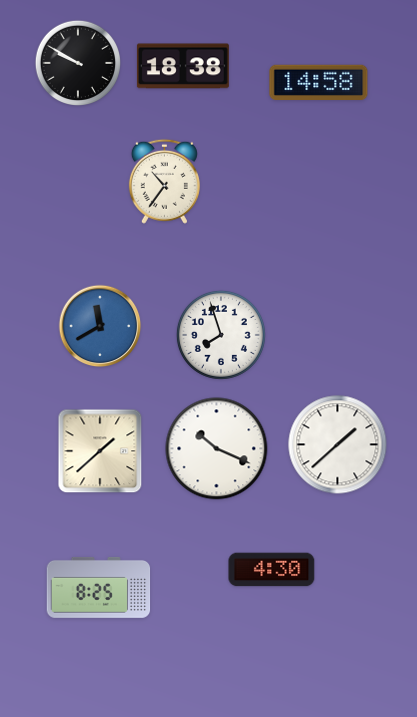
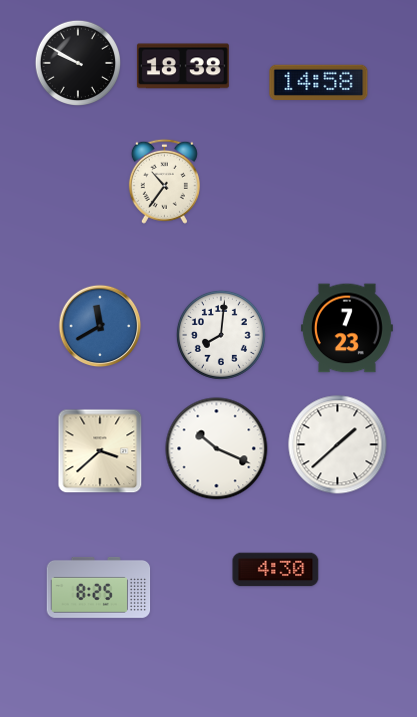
clock at (347, 328): none -> 7:23
clock at (221, 335): 7:57 -> 8:01
clock at (100, 451): 1:38 -> 3:38
clock at (272, 570) position: (272, 570) -> (276, 570)
